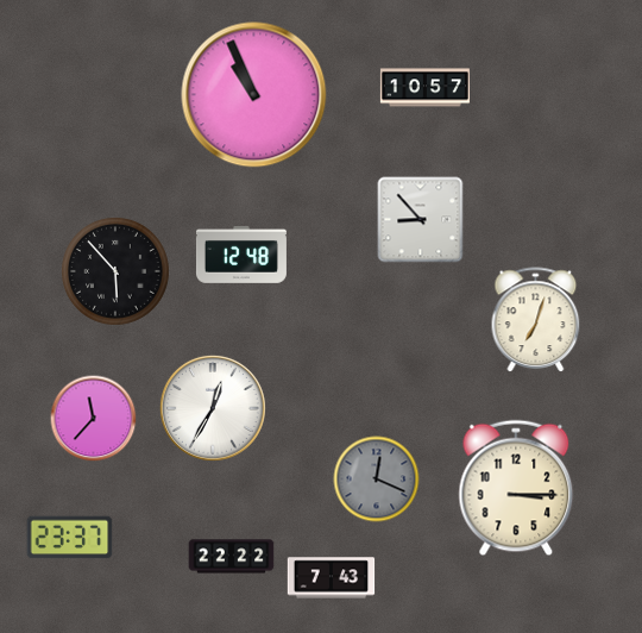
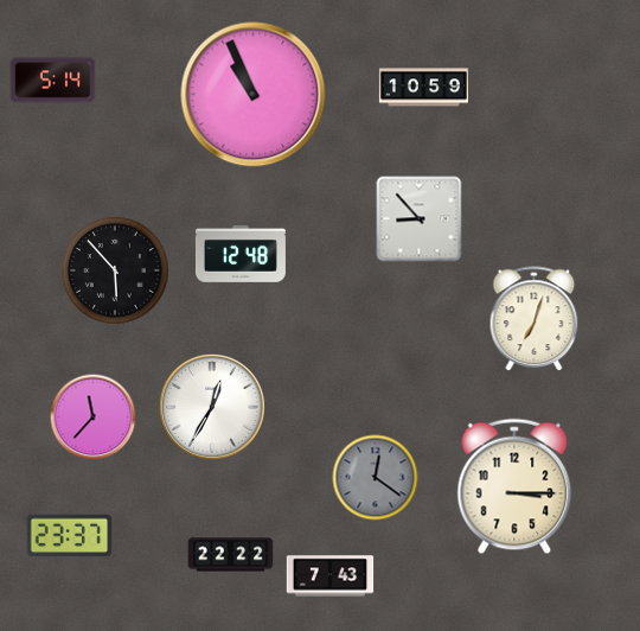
clock at (53, 81): none -> 5:14
clock at (424, 88): 10:57 -> 10:59
clock at (377, 480): 12:19 -> 12:21
